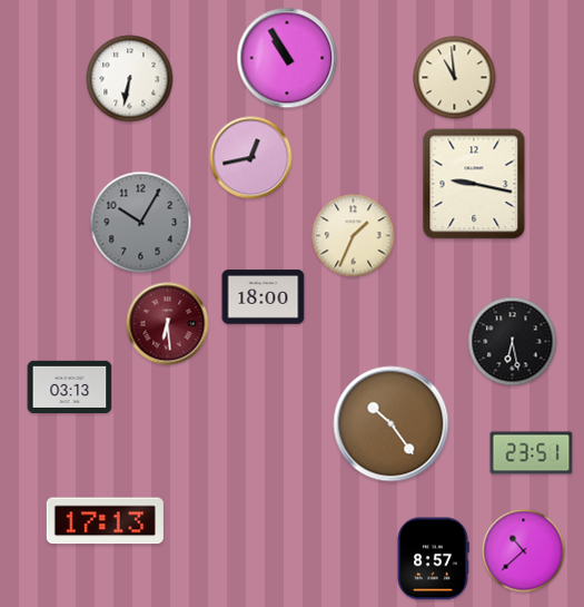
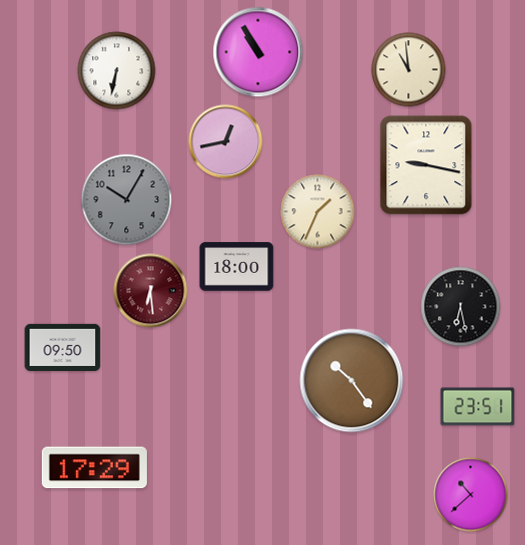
clock at (70, 386): 03:13 -> 09:50
clock at (105, 521): 17:13 -> 17:29
clock at (433, 559): 8:57 -> none
